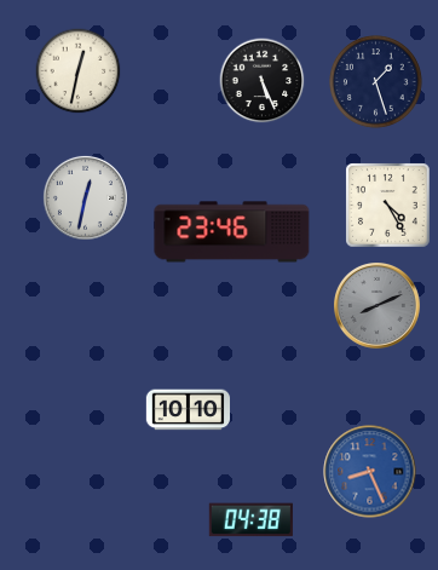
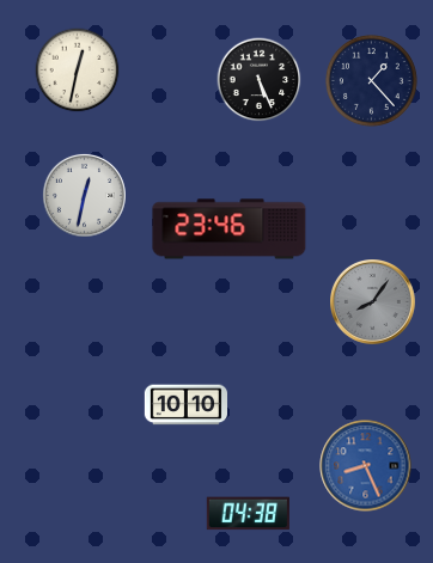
clock at (376, 82): 1:27 -> 1:23
clock at (388, 206): 4:25 -> none
clock at (378, 306): 8:11 -> 8:06
